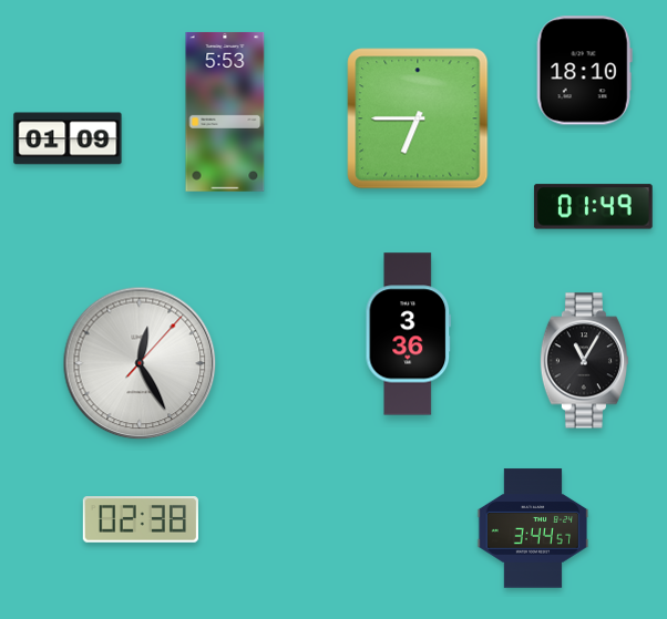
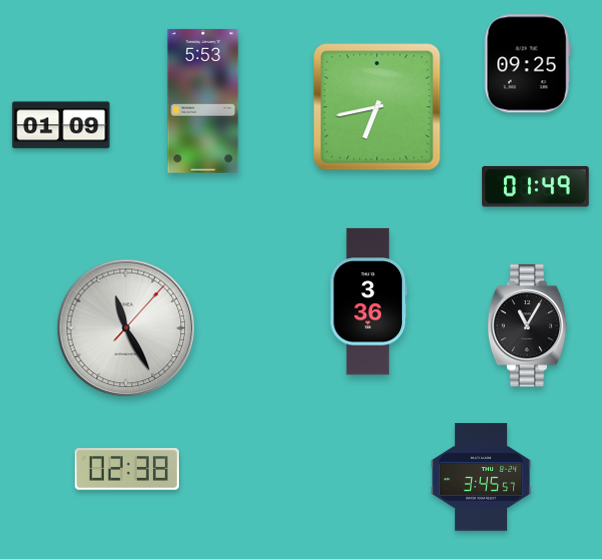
clock at (584, 71): 18:10 -> 09:25
clock at (418, 118): 6:45 -> 6:43
clock at (140, 363): 12:25 -> 11:25
clock at (533, 528): 3:44 -> 3:45
